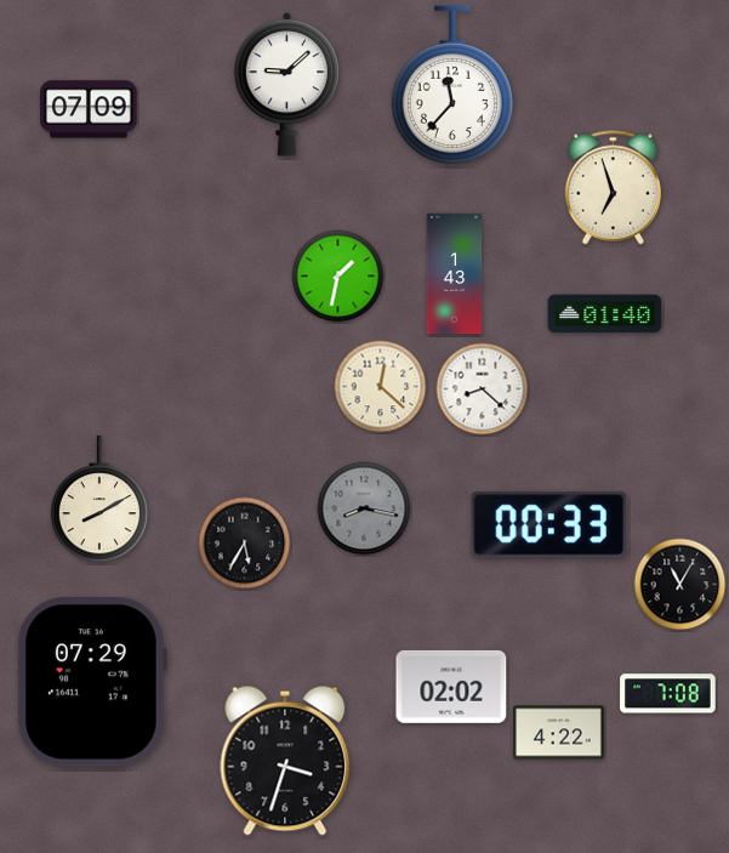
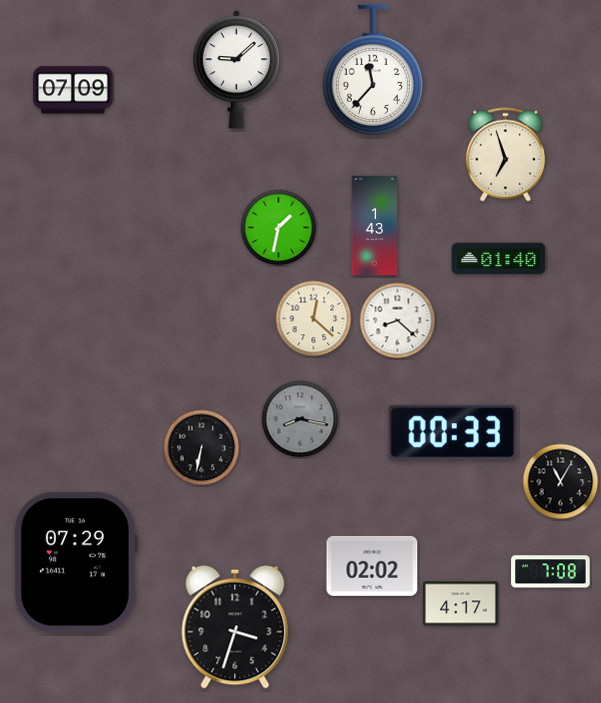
clock at (99, 499): 8:10 -> none
clock at (245, 544): 5:35 -> 6:32
clock at (558, 733): 4:22 -> 4:17
